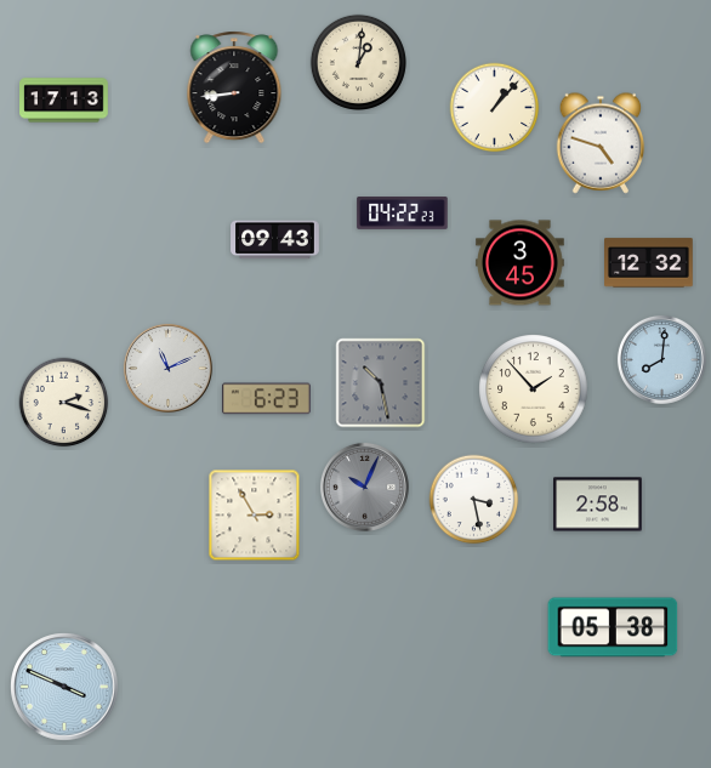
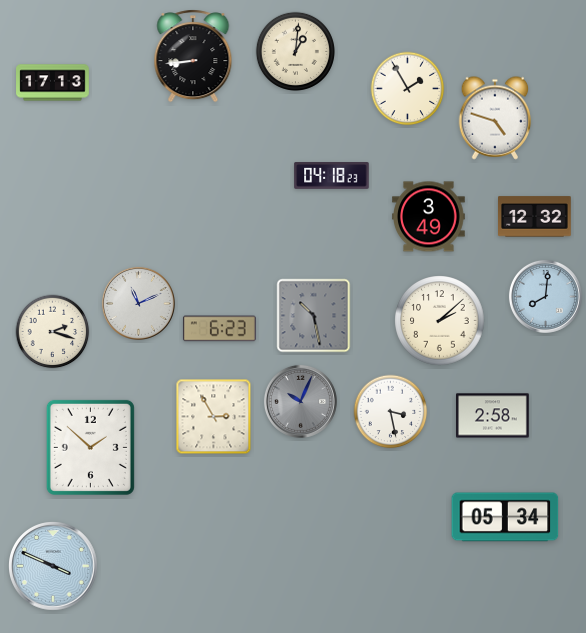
clock at (234, 87) position: (234, 87) -> (193, 56)
clock at (495, 108): 1:07 -> 1:55
clock at (403, 214): 04:22 -> 04:18
clock at (275, 240): 09:43 -> none
clock at (521, 263): 3:45 -> 3:49
clock at (534, 389): 1:53 -> 2:08
clock at (255, 516) position: (255, 516) -> (214, 417)
clock at (90, 447): none -> 1:52
clock at (613, 627): 05:38 -> 05:34
